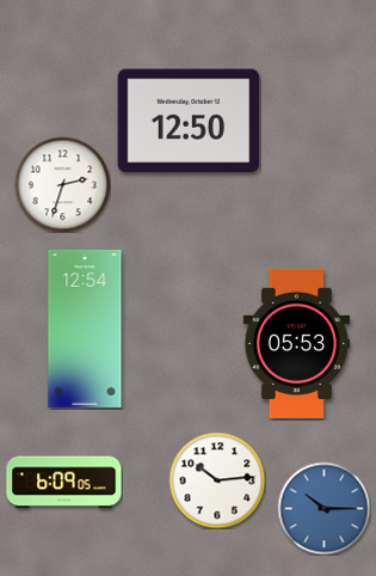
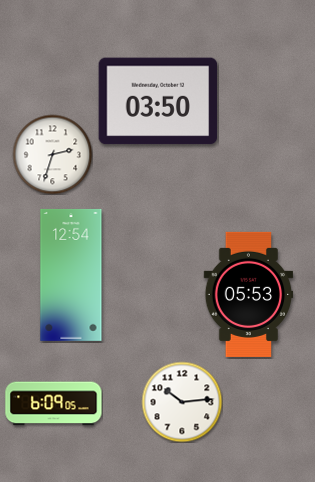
clock at (189, 121): 12:50 -> 03:50
clock at (297, 343) position: (297, 343) -> (249, 294)
clock at (323, 508): 10:15 -> none
